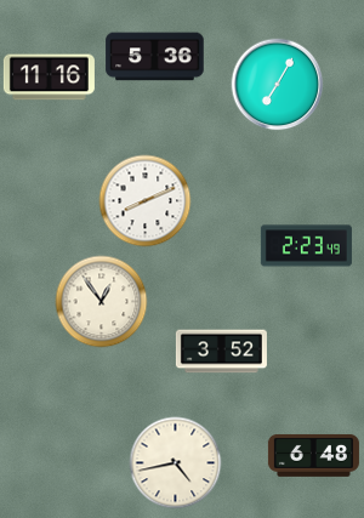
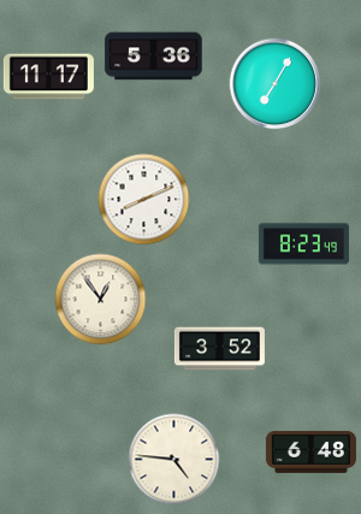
clock at (49, 78): 11:16 -> 11:17
clock at (306, 246): 2:23 -> 8:23
clock at (176, 463): 4:43 -> 4:46
